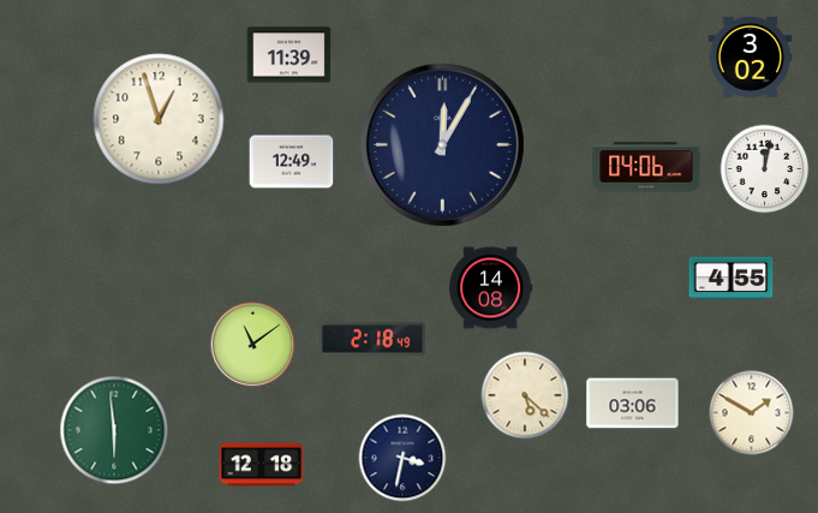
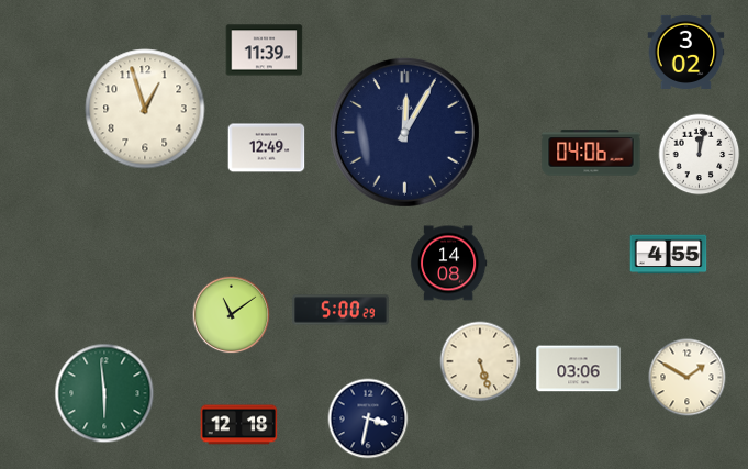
clock at (372, 339): 2:18 -> 5:00
clock at (525, 395): 5:22 -> 5:27
